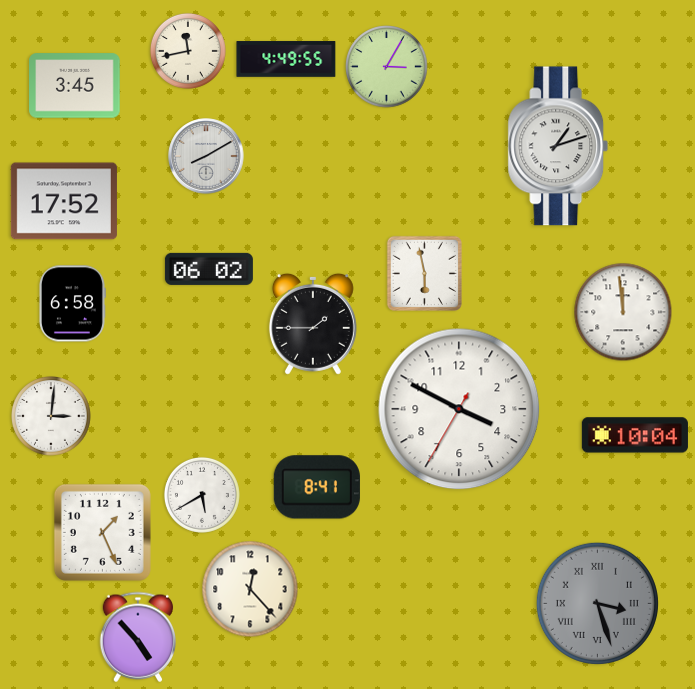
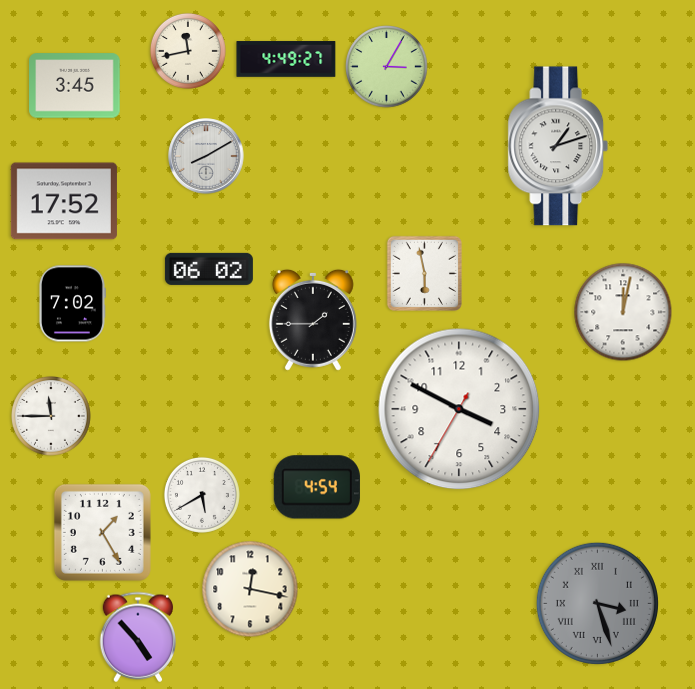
clock at (286, 59): 4:49:55 -> 4:49:27
clock at (72, 304): 6:58 -> 7:02
clock at (623, 312): 11:59 -> 12:02
clock at (313, 324) position: (313, 324) -> (313, 320)
clock at (52, 417): 3:01 -> 11:45
clock at (635, 435): 10:04 -> none
clock at (317, 487): 8:41 -> 4:54
clock at (102, 532): 1:26 -> 1:25
clock at (250, 589): 12:23 -> 12:17
